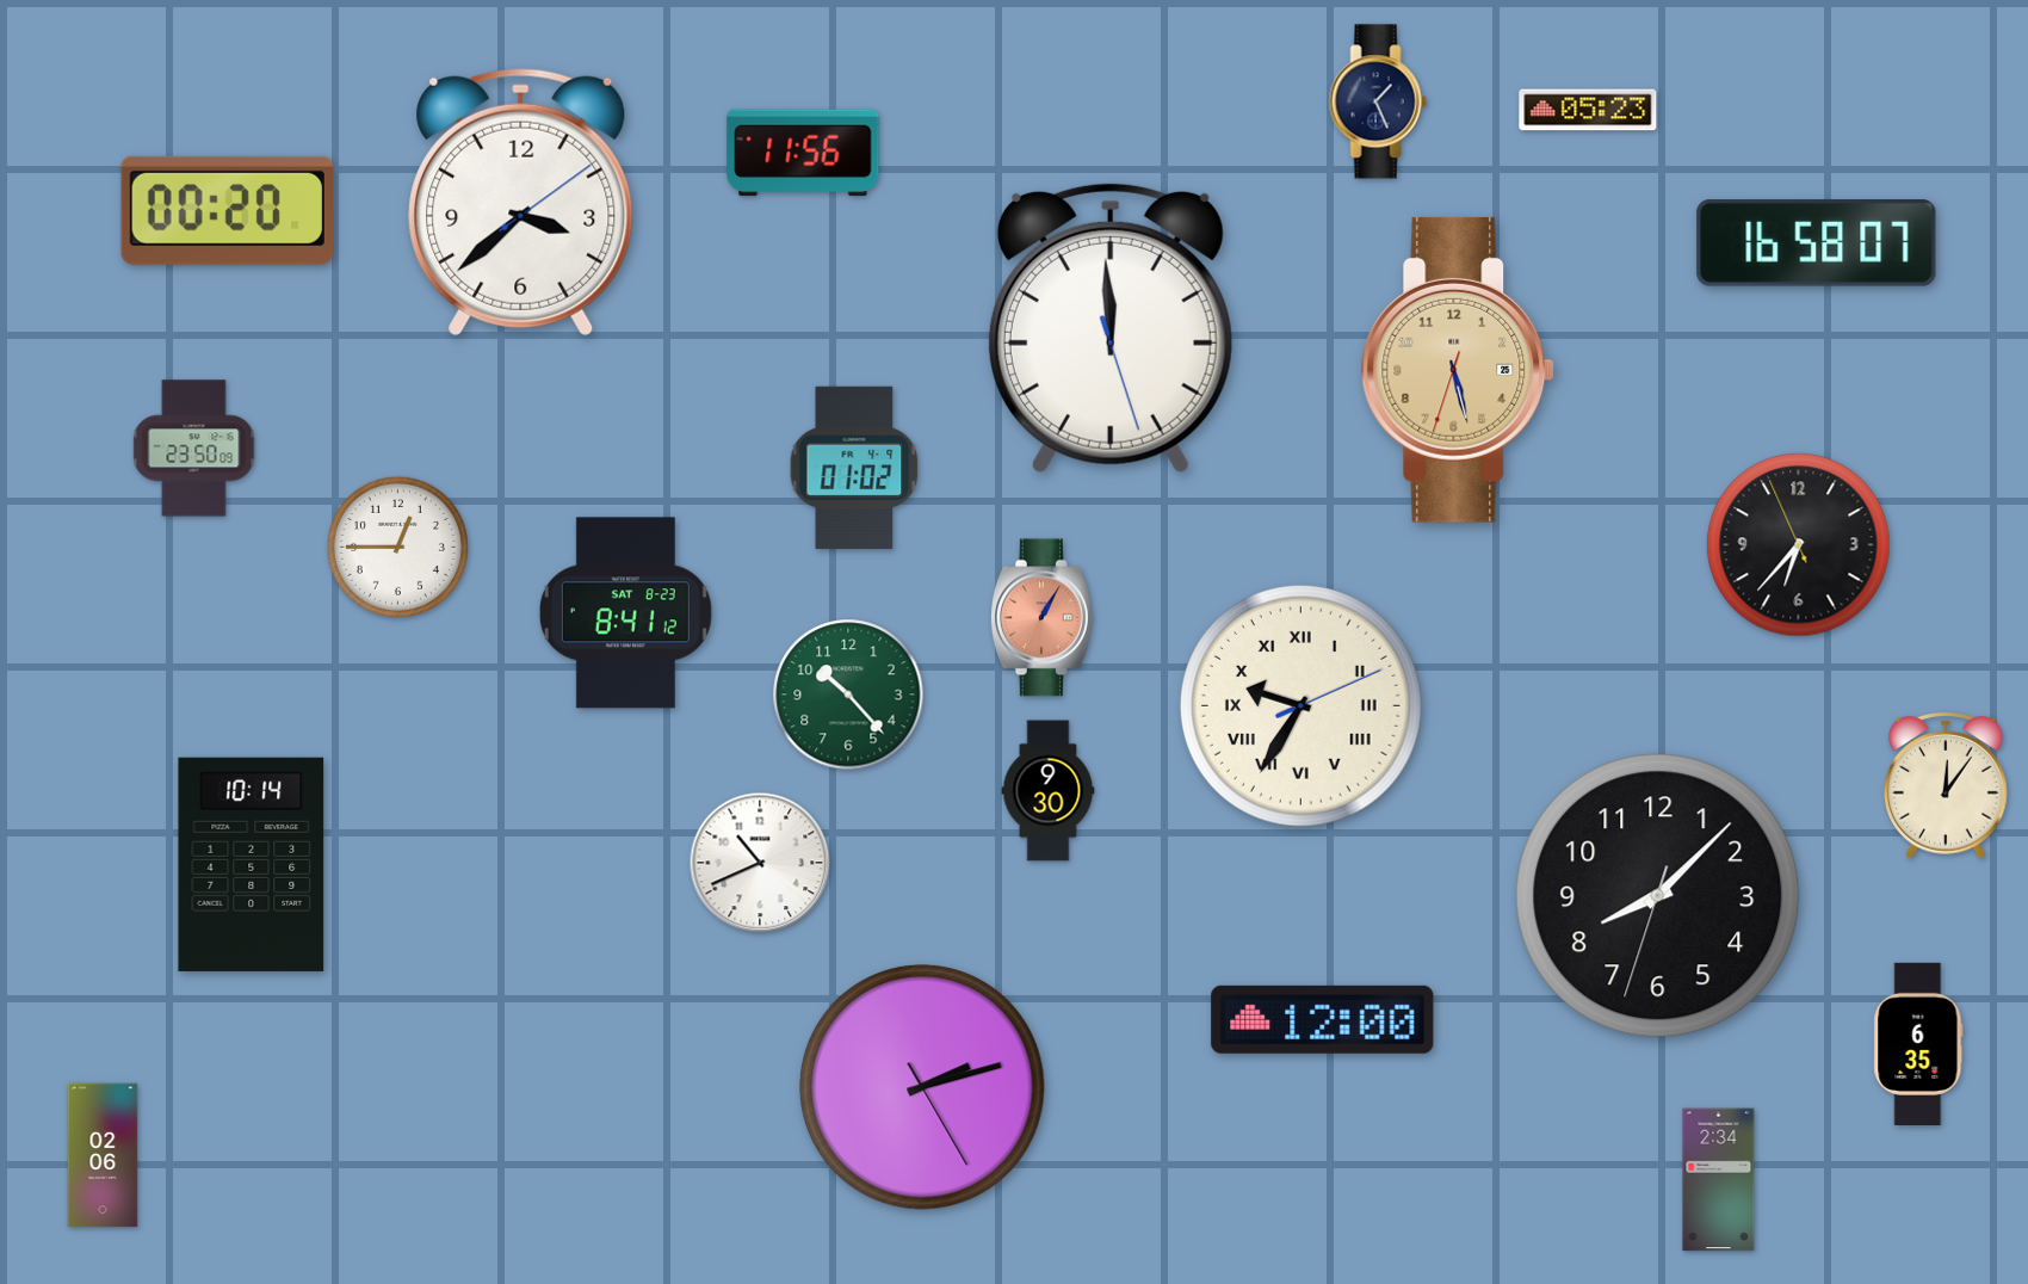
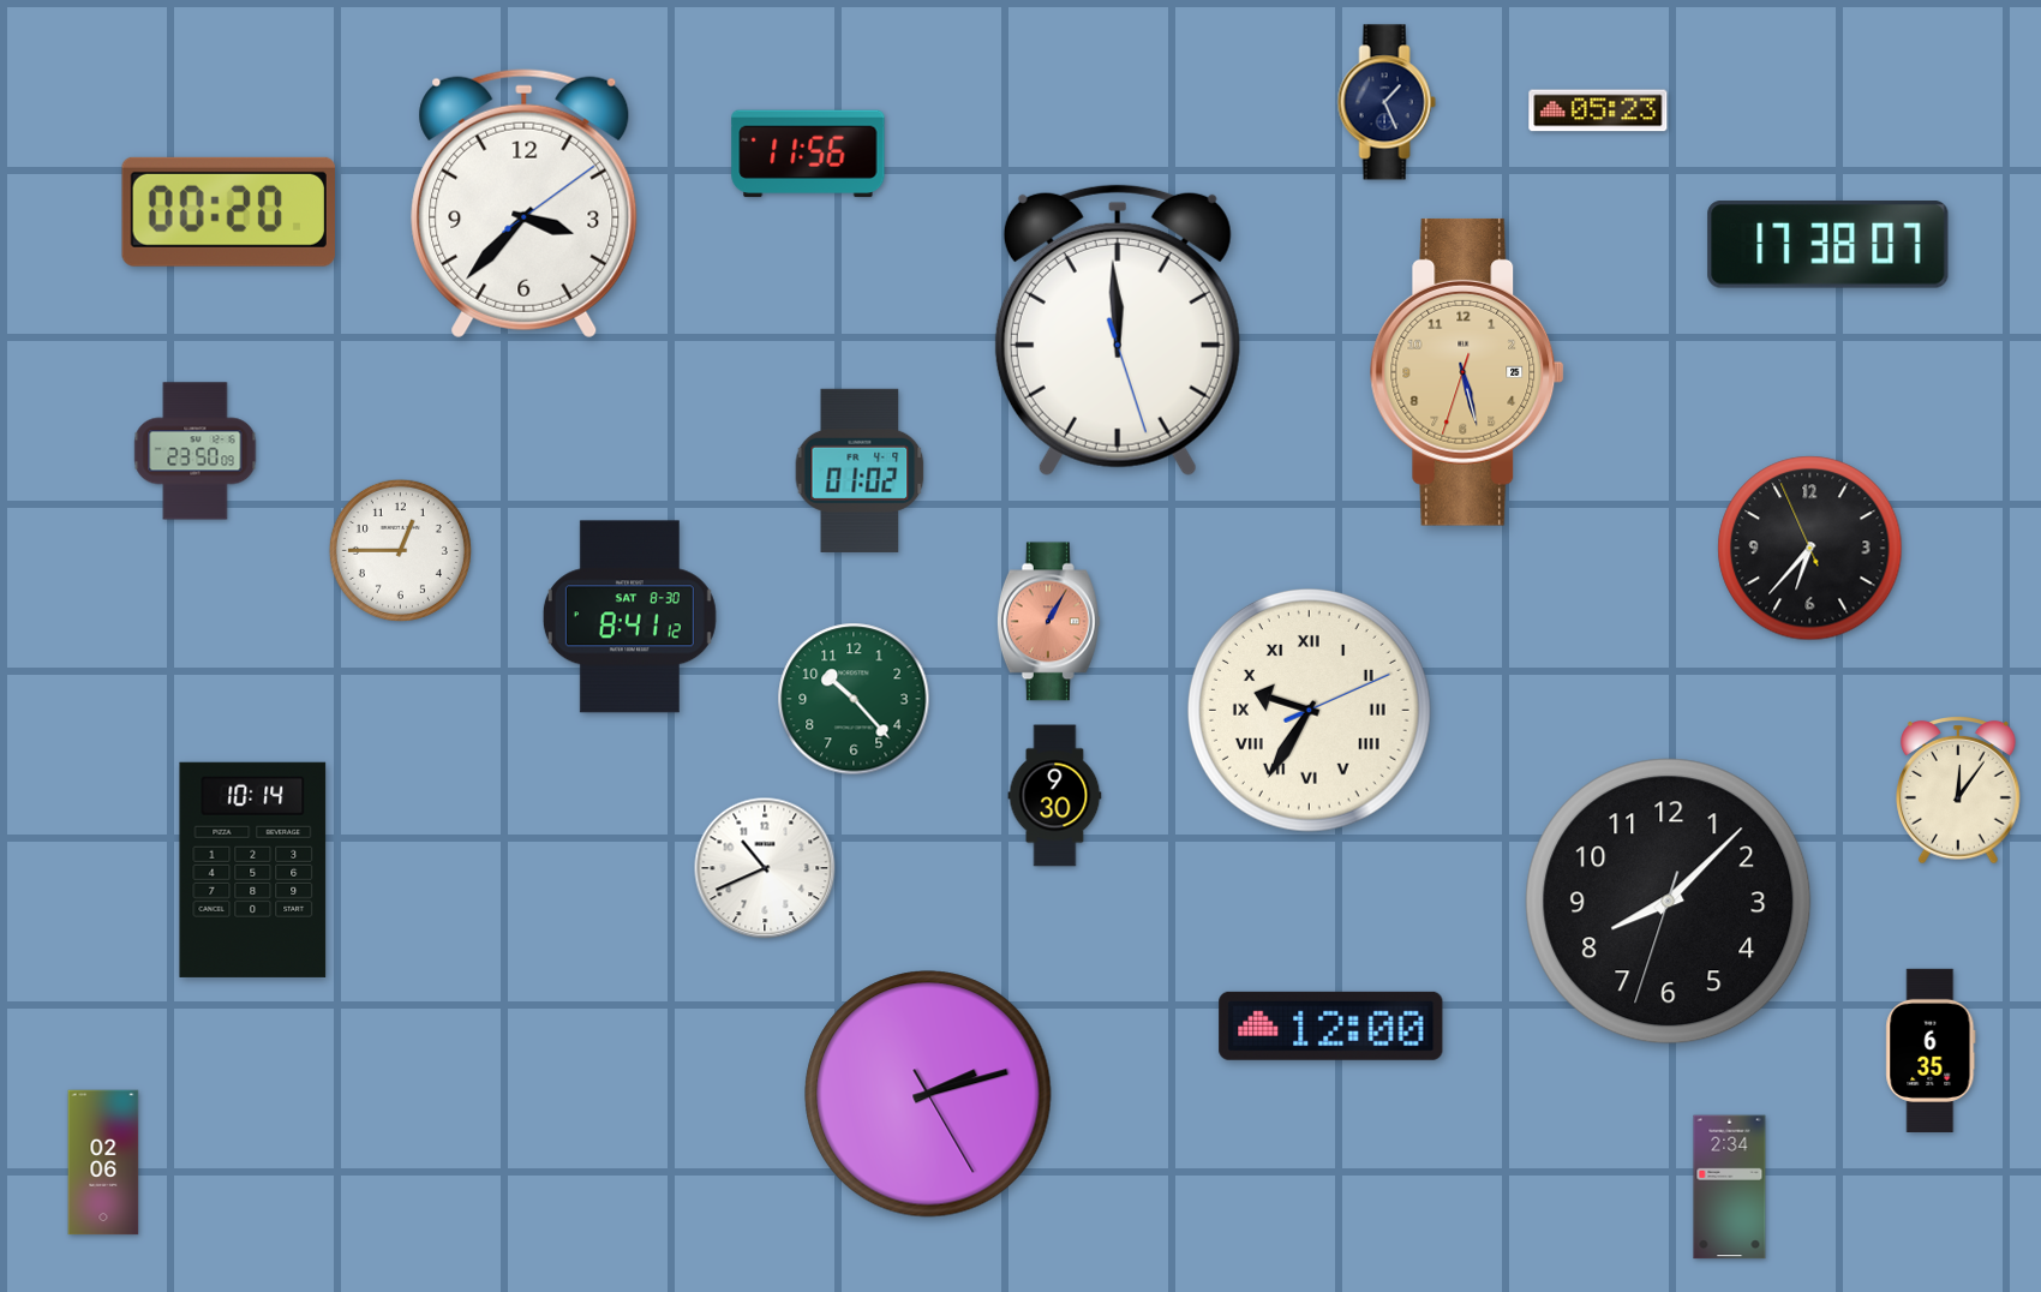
clock at (521, 203): 3:38 -> 3:37
clock at (1817, 243): 16:58 -> 17:38
clock at (625, 613) date: SAT 8-23 -> SAT 8-30
